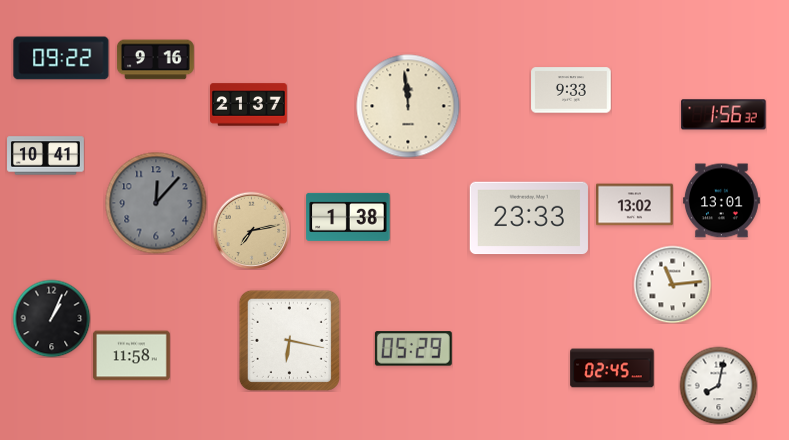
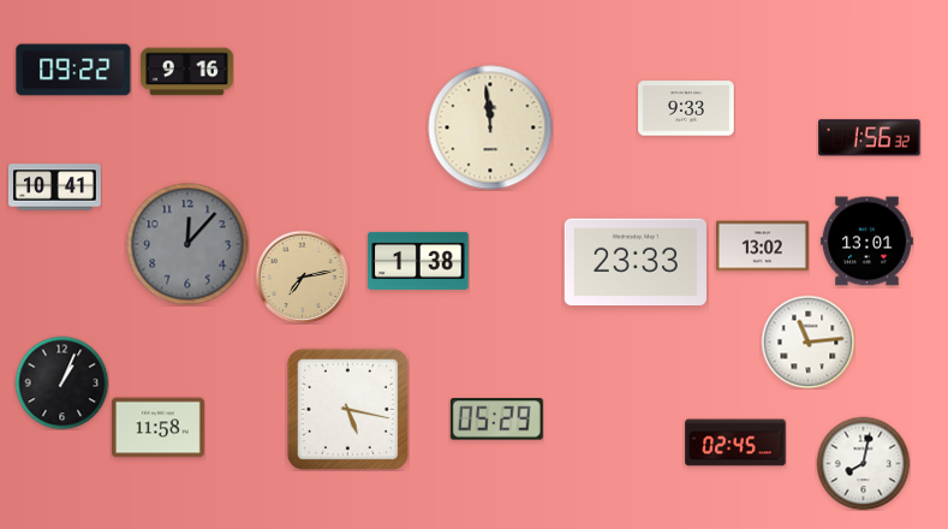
clock at (249, 105): 21:37 -> none
clock at (289, 340): 6:17 -> 5:17
